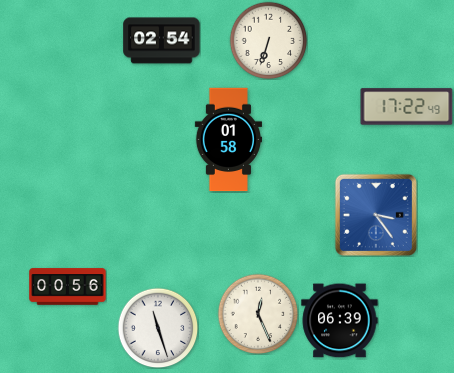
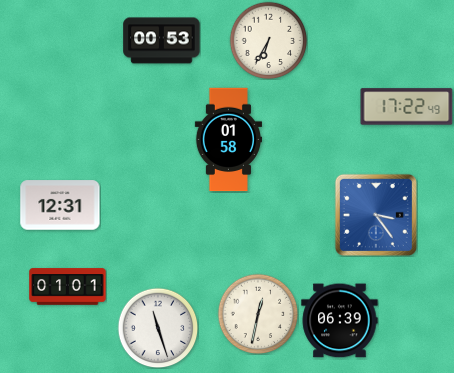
clock at (268, 40): 6:33 -> 6:35
clock at (162, 41): 02:54 -> 00:53
clock at (60, 205): none -> 12:31
clock at (68, 287): 00:56 -> 01:01
clock at (258, 314): 12:26 -> 12:32
